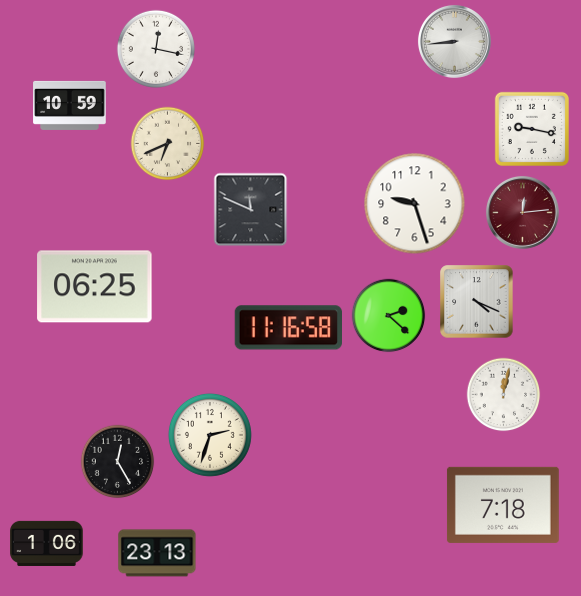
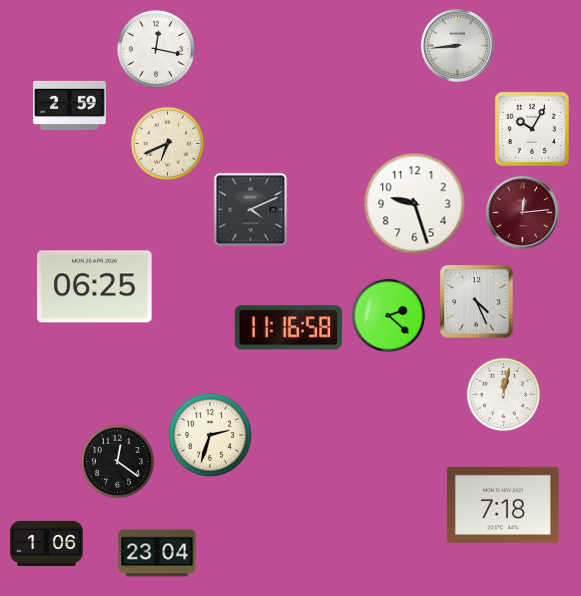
clock at (454, 41) position: (454, 41) -> (457, 45)
clock at (70, 105): 10:59 -> 2:59
clock at (532, 129): 9:17 -> 10:05
clock at (251, 210): 11:49 -> 4:11
clock at (477, 302): 4:19 -> 4:26
clock at (118, 462): 12:25 -> 12:21
clock at (157, 553): 23:13 -> 23:04
